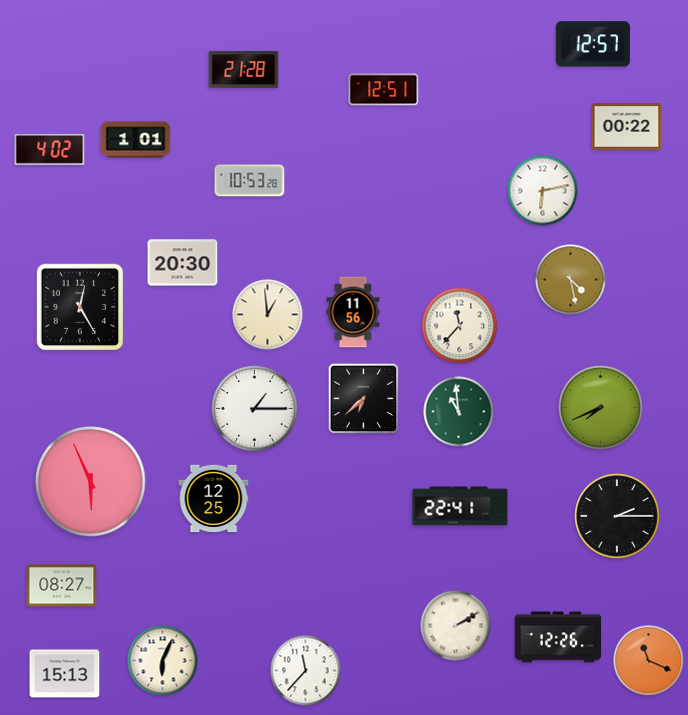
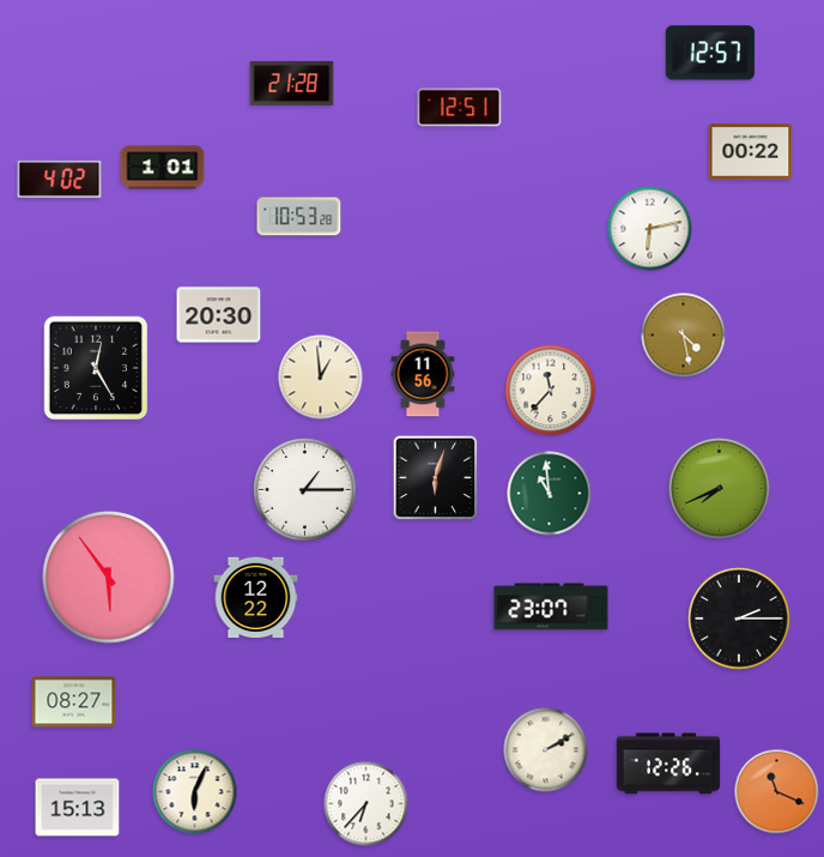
clock at (364, 399): 6:38 -> 6:03
clock at (91, 482): 5:56 -> 5:54
clock at (214, 499): 12:25 -> 12:22
clock at (460, 506): 22:41 -> 23:07
clock at (306, 671): 11:37 -> 6:37
